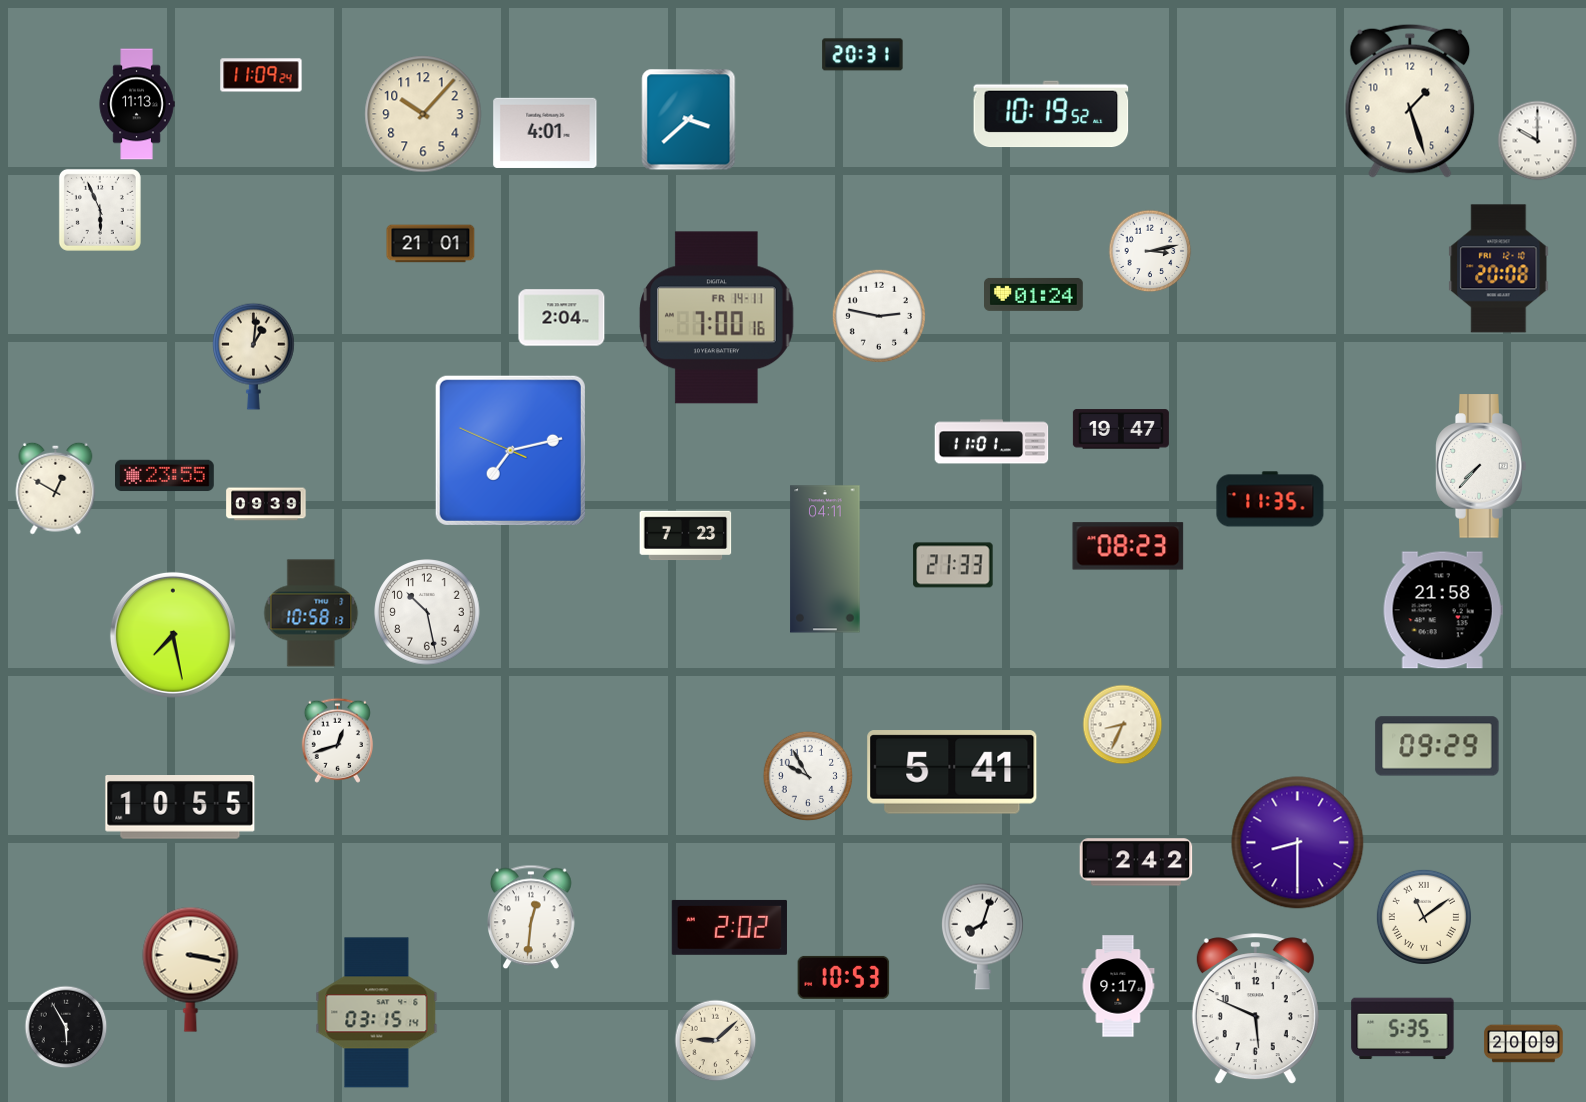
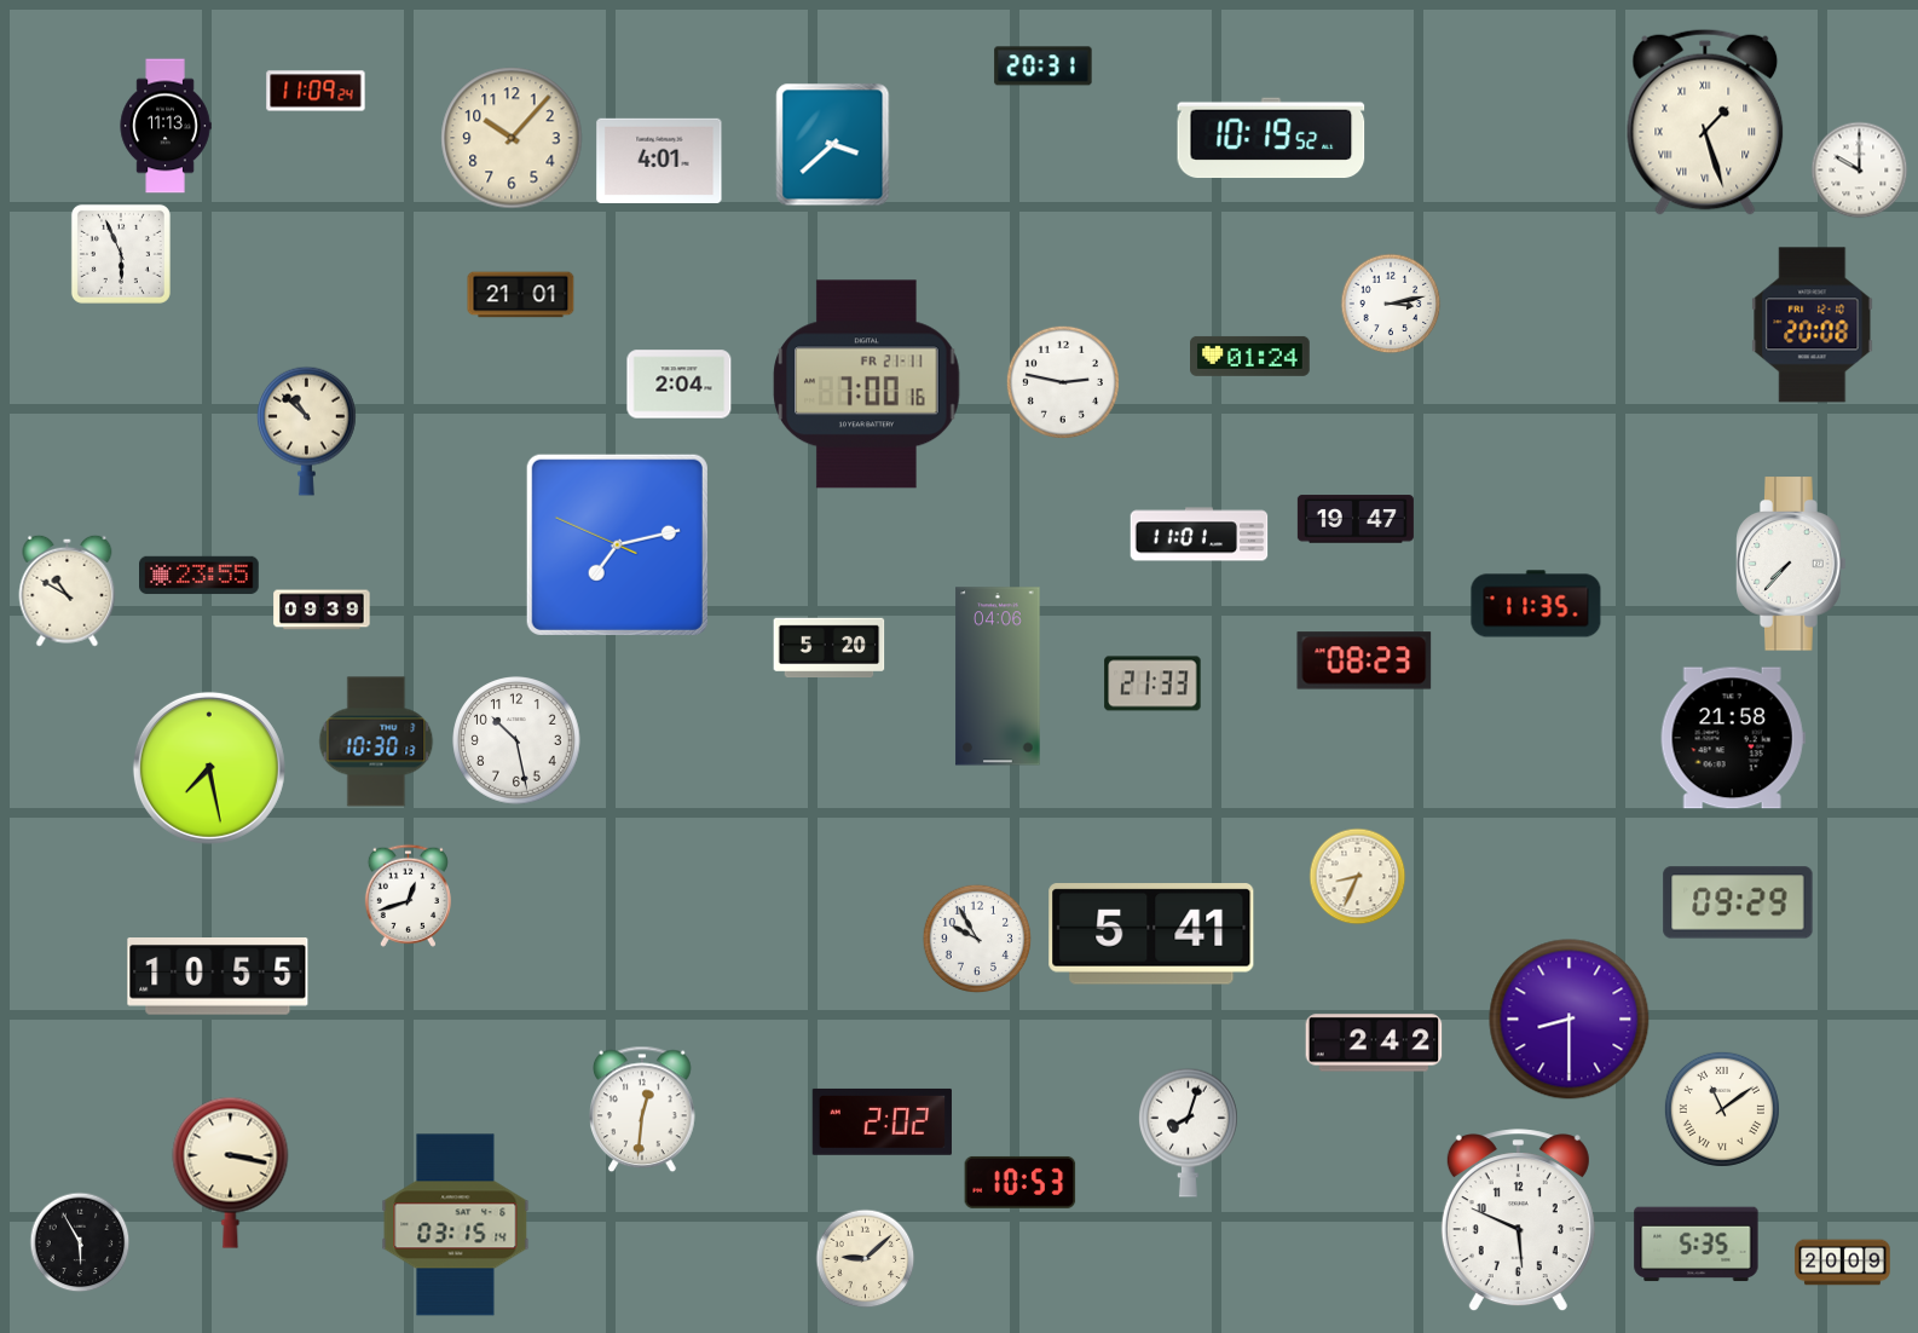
clock at (1410, 101) numerals: Arabic -> Roman
clock at (717, 318) date: FR 14-11 -> FR 21-11
clock at (254, 356): 1:01 -> 10:52
clock at (56, 488): 12:50 -> 10:50
clock at (686, 536): 7:23 -> 5:20
clock at (825, 559): 04:11 -> 04:06
clock at (1443, 610) position: (1443, 610) -> (1733, 738)
clock at (311, 613): 10:58 -> 10:30
clock at (1118, 986): 9:17 -> none
